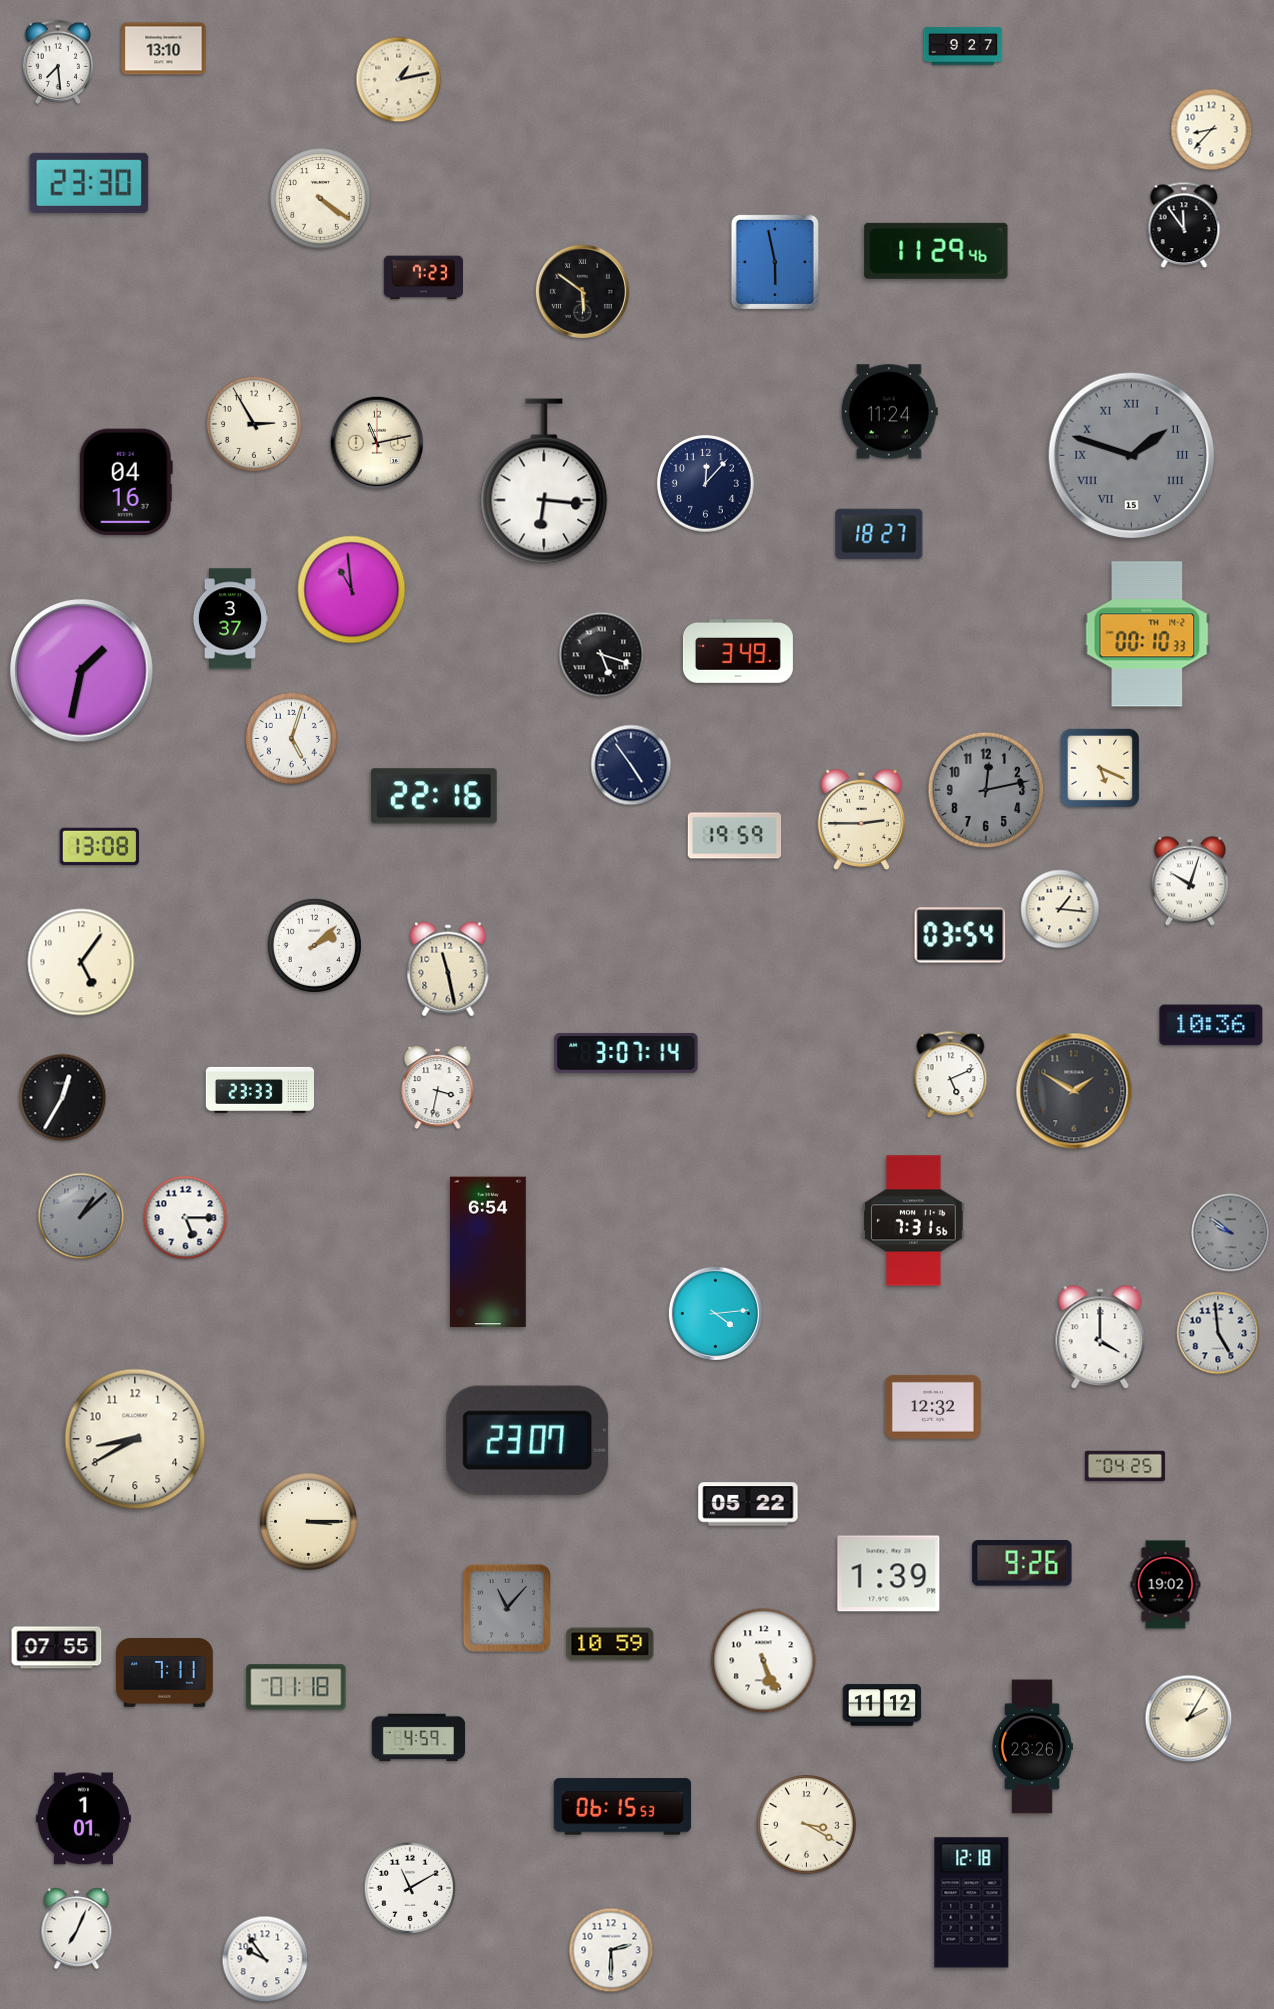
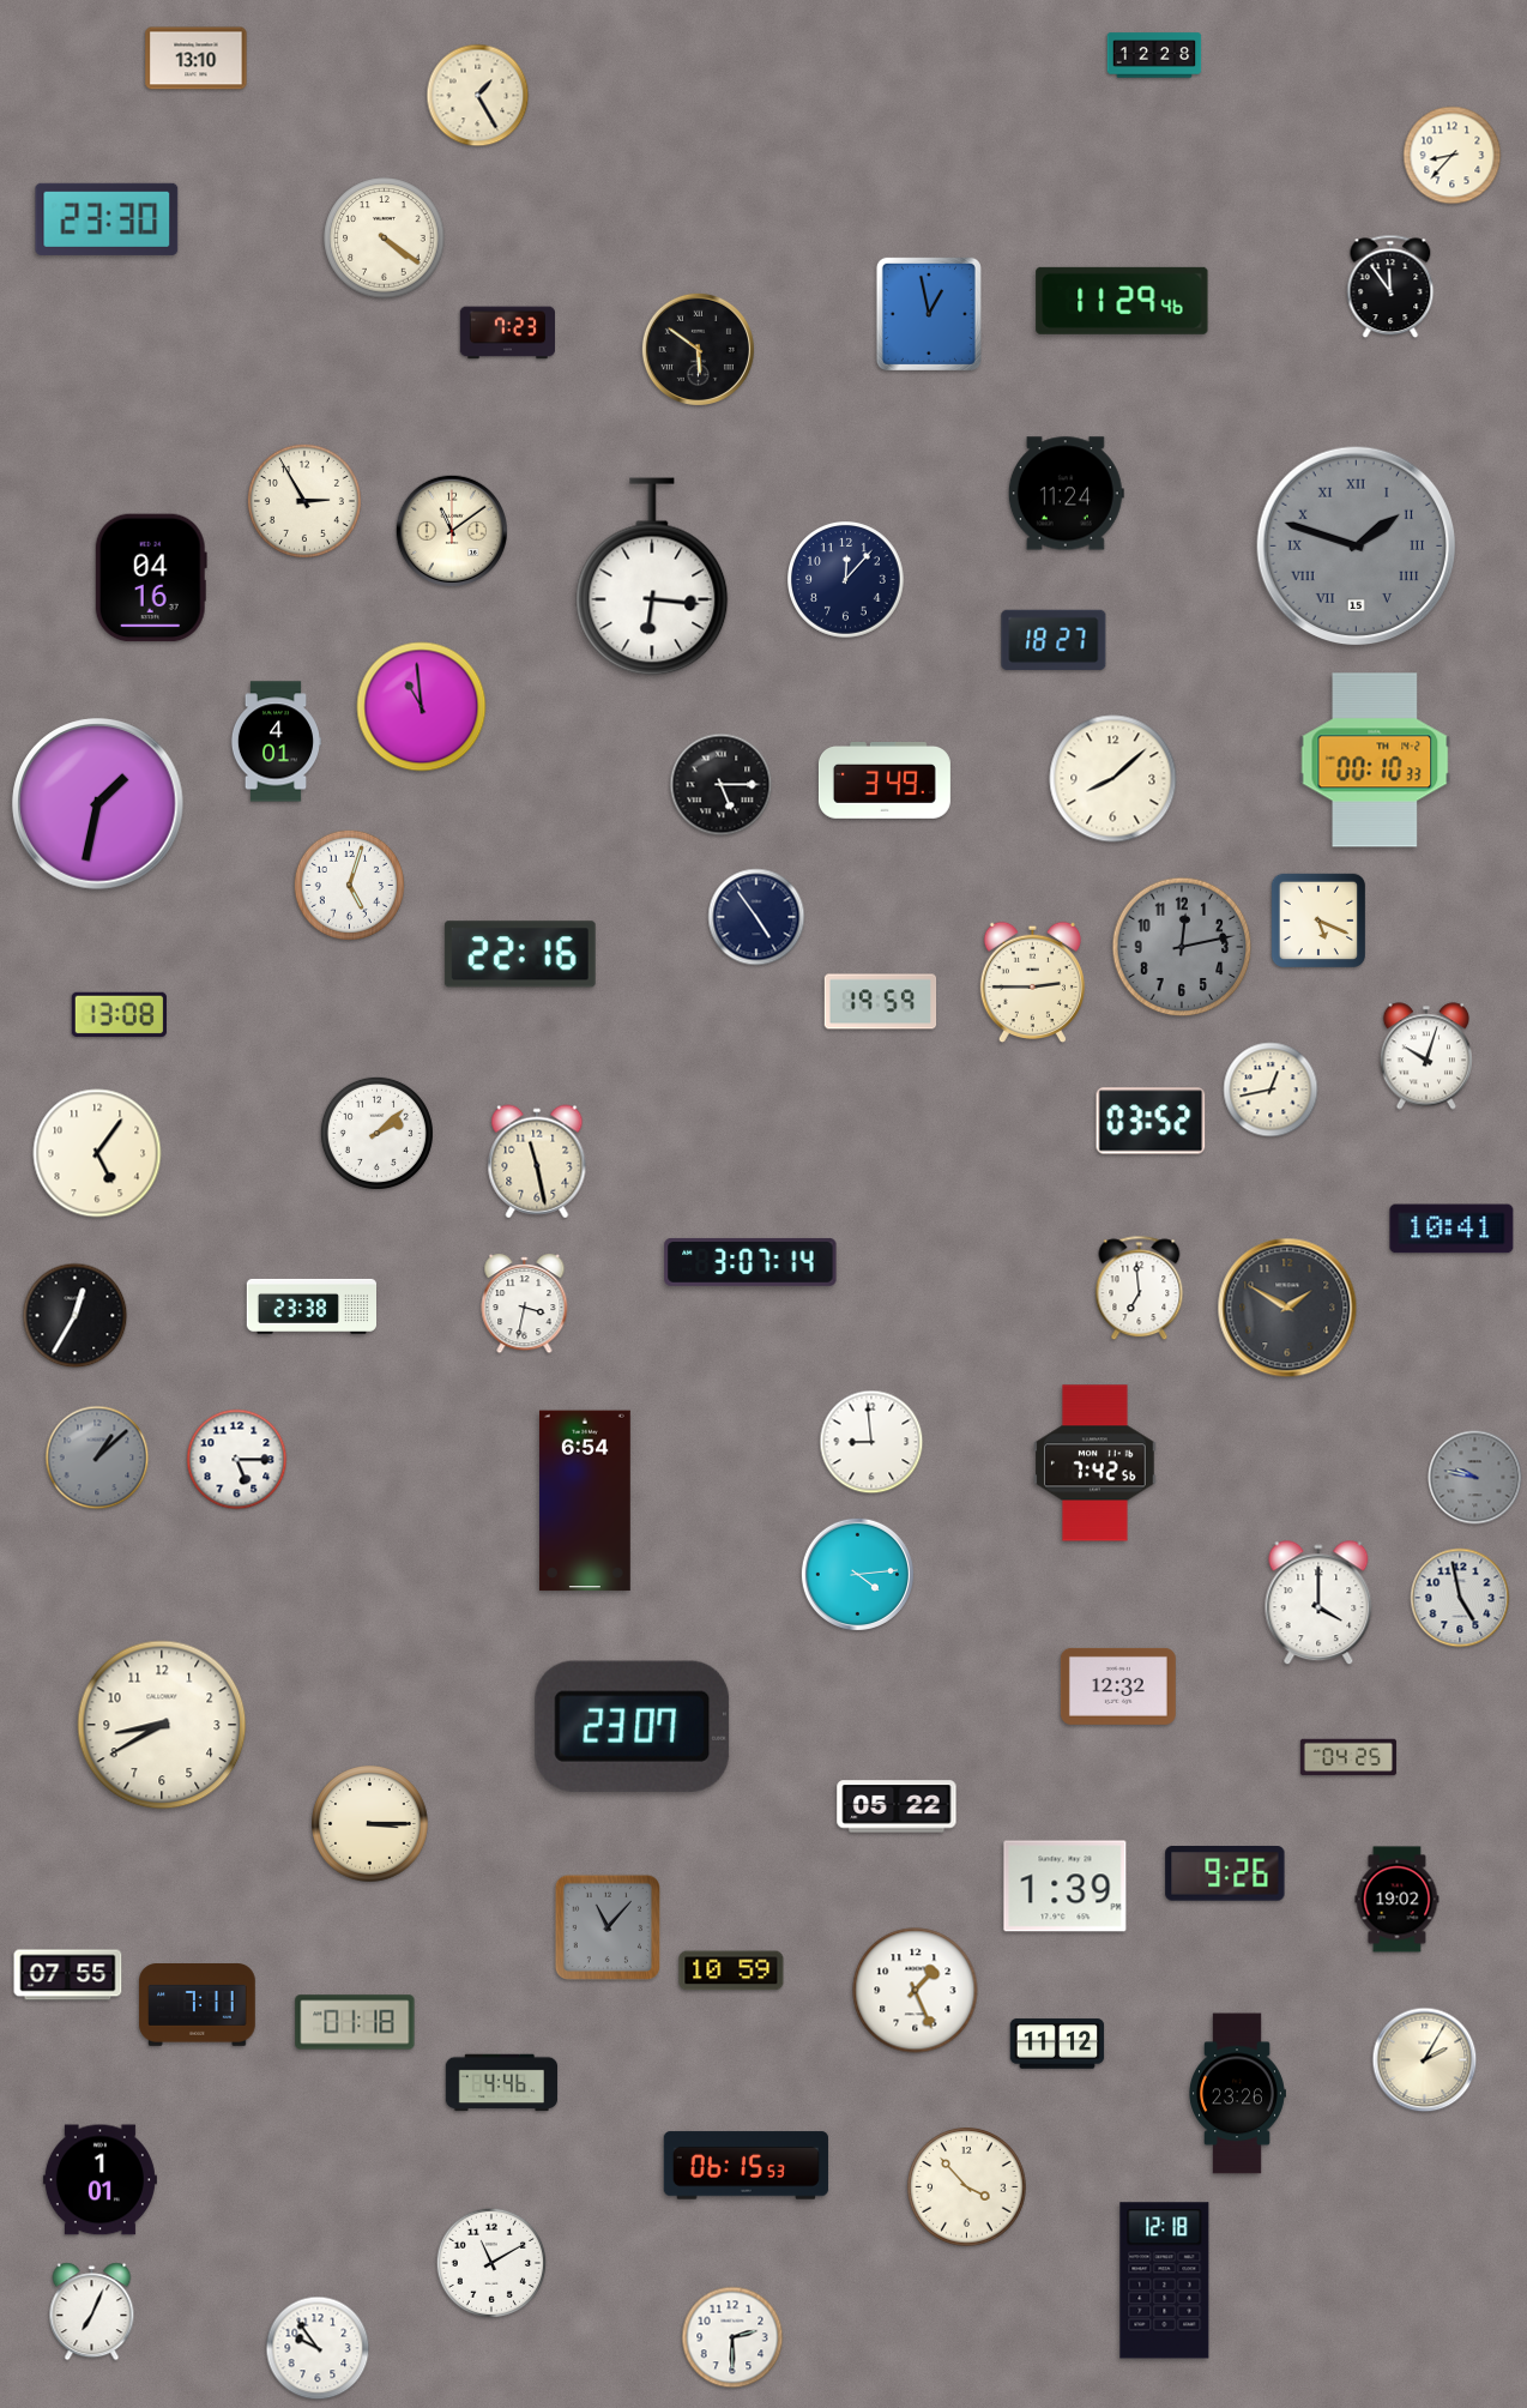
clock at (963, 46): 9:27 -> 12:28
clock at (58, 61): 7:29 -> none
clock at (399, 80): 1:13 -> 1:25
clock at (1184, 225) position: (1184, 225) -> (1390, 286)
clock at (775, 262): 5:58 -> 12:58
clock at (254, 424) position: (254, 424) -> (304, 501)
clock at (376, 442): 11:13 -> 11:09
clock at (229, 619): 3:37 -> 4:01
clock at (1113, 779): none -> 8:08
clock at (602, 655): 5:18 -> 5:15
clock at (1060, 909): 1:16 -> 12:43
clock at (960, 935): 03:54 -> 03:52
clock at (1211, 1025): 10:36 -> 10:41
clock at (951, 1075): 5:11 -> 6:59
clock at (259, 1090): 23:33 -> 23:38
clock at (871, 1442): none -> 8:59
clock at (186, 1218) position: (186, 1218) -> (237, 1460)
clock at (914, 1221): 7:31 -> 7:42
clock at (1231, 1233): 9:51 -> 9:47
clock at (1218, 1333): 4:59 -> 4:58
clock at (748, 1504) position: (748, 1504) -> (897, 1806)
clock at (764, 1661): 5:26 -> 1:26
clock at (419, 1738): 4:59 -> 4:46
clock at (807, 1825): 3:20 -> 3:53
